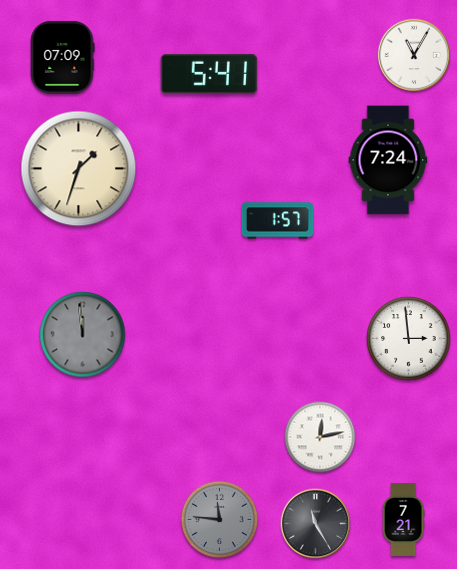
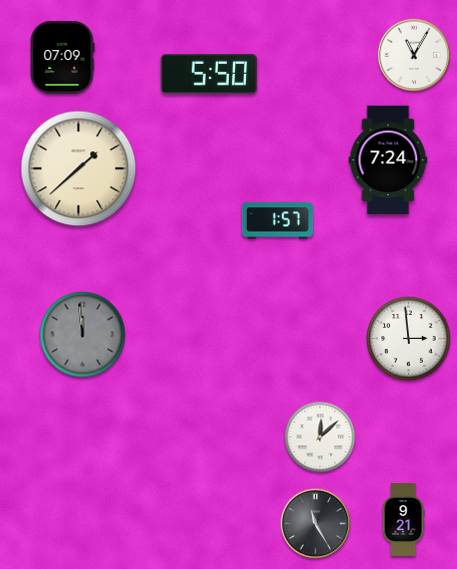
clock at (209, 74): 5:41 -> 5:50
clock at (79, 169): 1:33 -> 1:38
clock at (320, 437): 12:13 -> 12:08
clock at (219, 519): 11:46 -> none
clock at (403, 519): 7:21 -> 9:21
